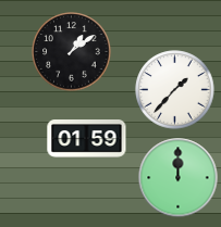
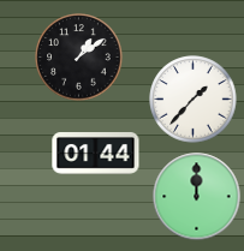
clock at (87, 139): 01:59 -> 01:44
